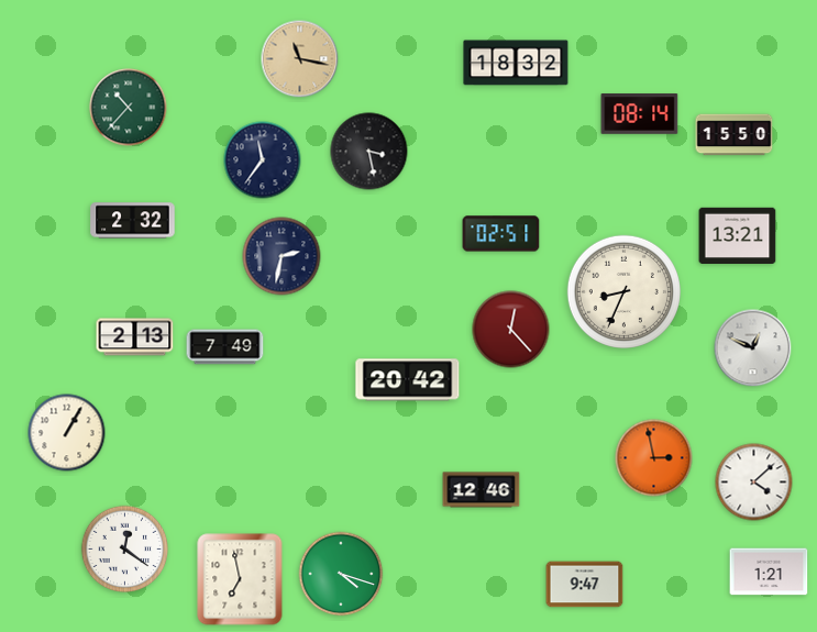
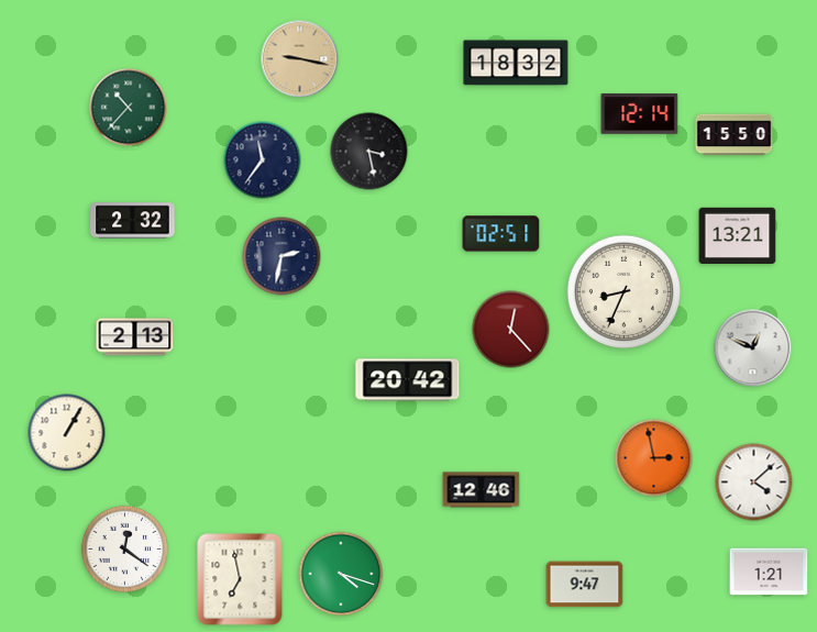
clock at (300, 59): 11:17 -> 9:17
clock at (640, 114): 08:14 -> 12:14
clock at (225, 347): 7:49 -> none
